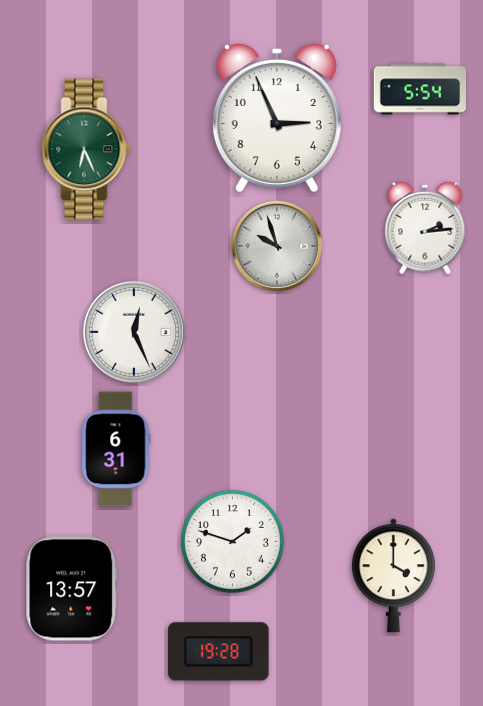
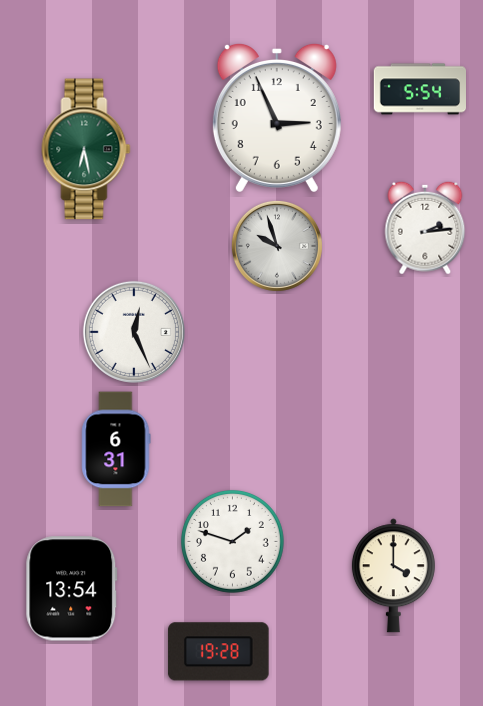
clock at (86, 149): 6:26 -> 6:28
clock at (72, 589): 13:57 -> 13:54
